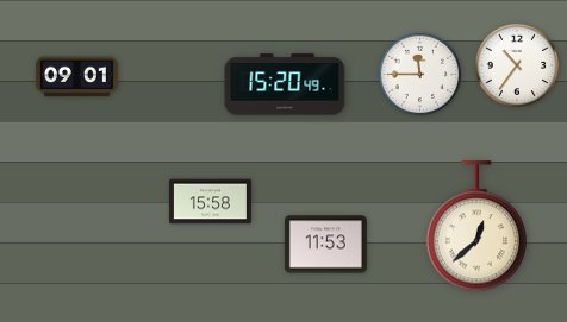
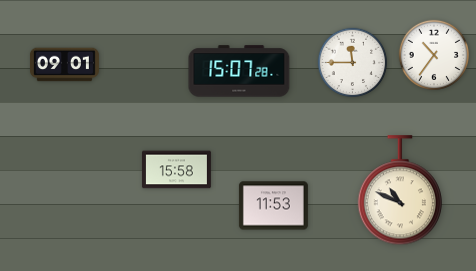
clock at (285, 84): 15:20 -> 15:07
clock at (476, 227): 12:38 -> 10:49
